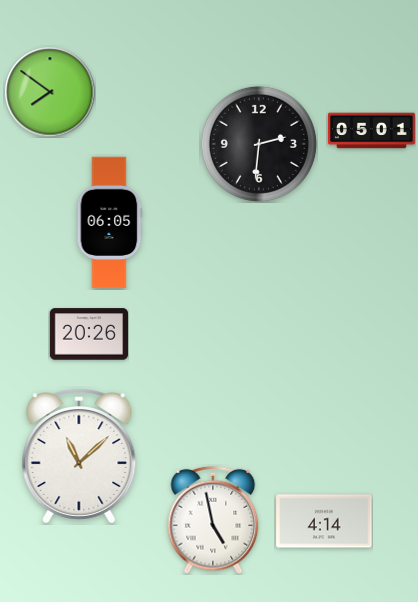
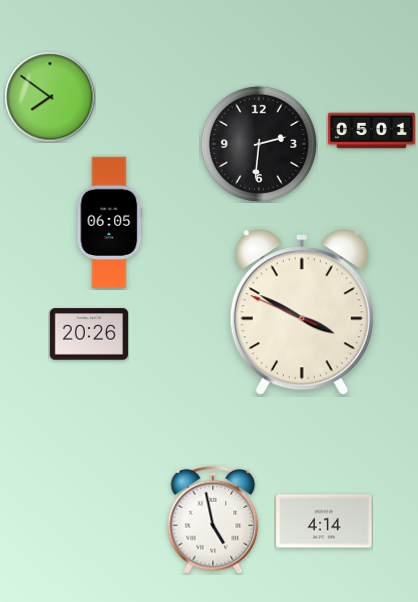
clock at (50, 92) position: (50, 92) -> (50, 97)
clock at (302, 313): none -> 3:49
clock at (79, 456): 11:08 -> none
